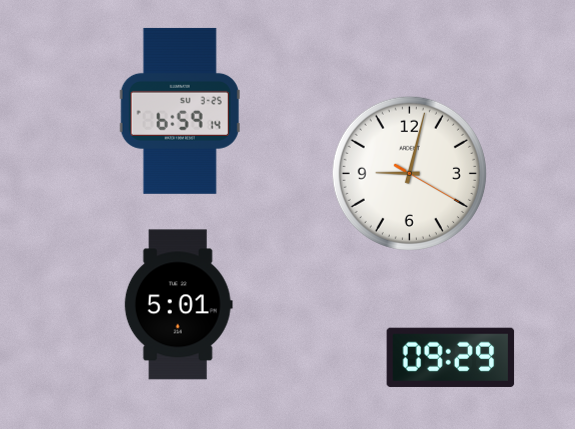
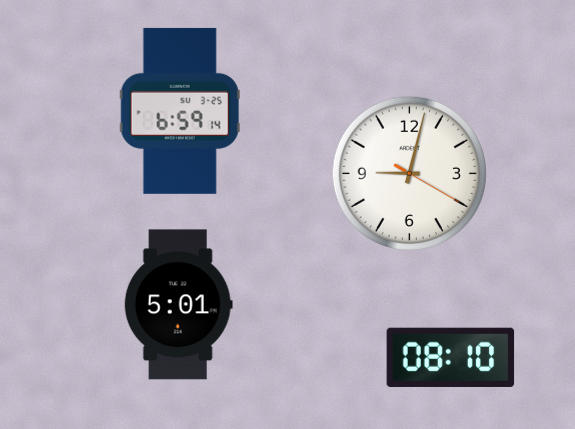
clock at (451, 357): 09:29 -> 08:10
